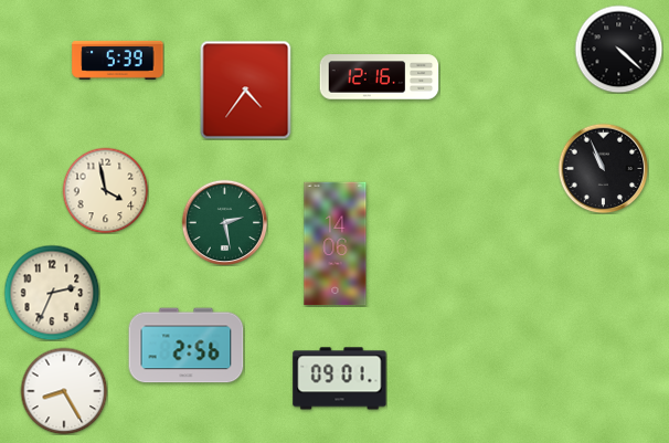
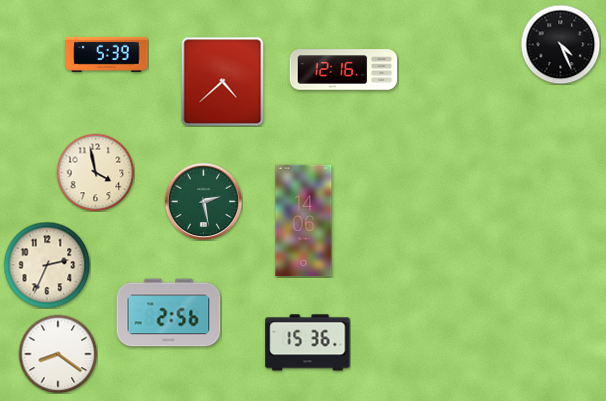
clock at (618, 49): 4:22 -> 4:26
clock at (246, 89): 4:36 -> 4:38
clock at (603, 168): 10:56 -> none
clock at (340, 379): 09:01 -> 15:36
clock at (64, 391): 8:25 -> 8:21
